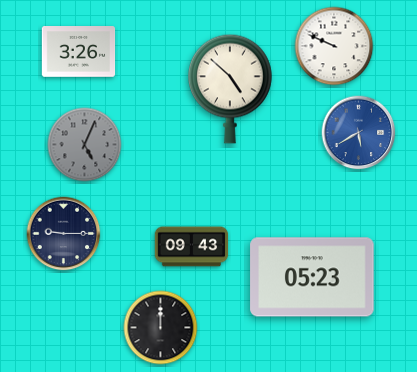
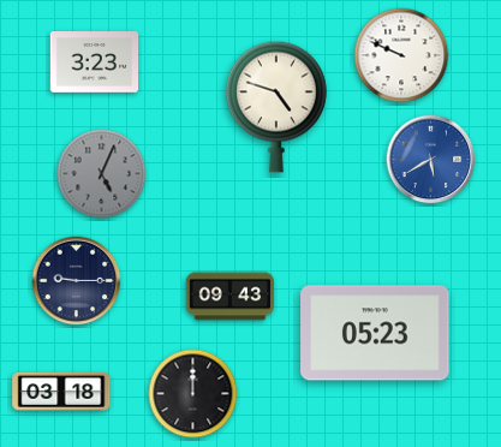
clock at (79, 52): 3:26 -> 3:23
clock at (231, 89): 4:52 -> 4:48
clock at (61, 392): none -> 03:18
